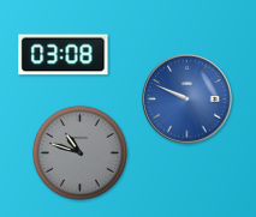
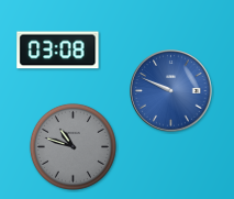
clock at (79, 152) position: (79, 152) -> (73, 146)
